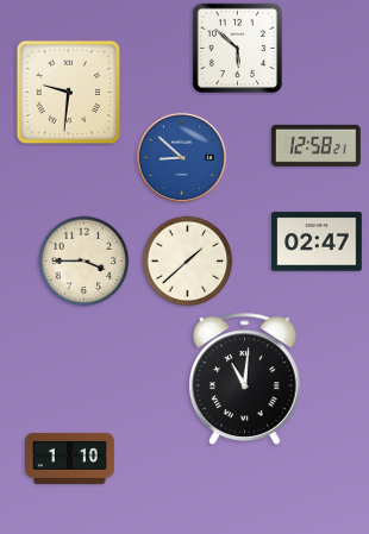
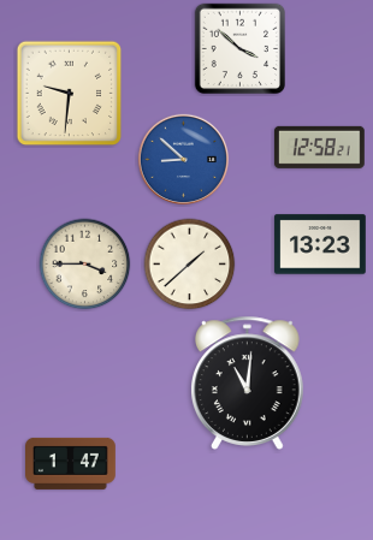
clock at (237, 48): 5:52 -> 3:52
clock at (317, 241): 02:47 -> 13:23
clock at (70, 458): 1:10 -> 1:47
